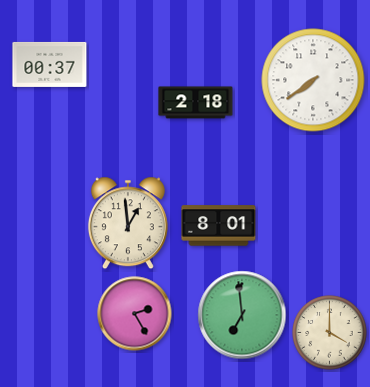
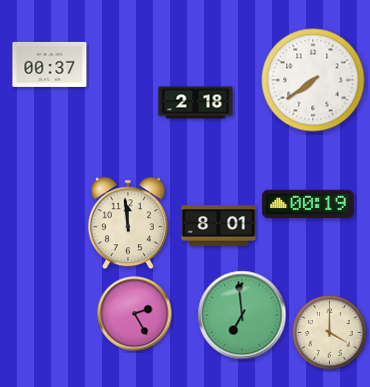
clock at (308, 204): none -> 00:19
clock at (128, 223): 12:59 -> 11:59
